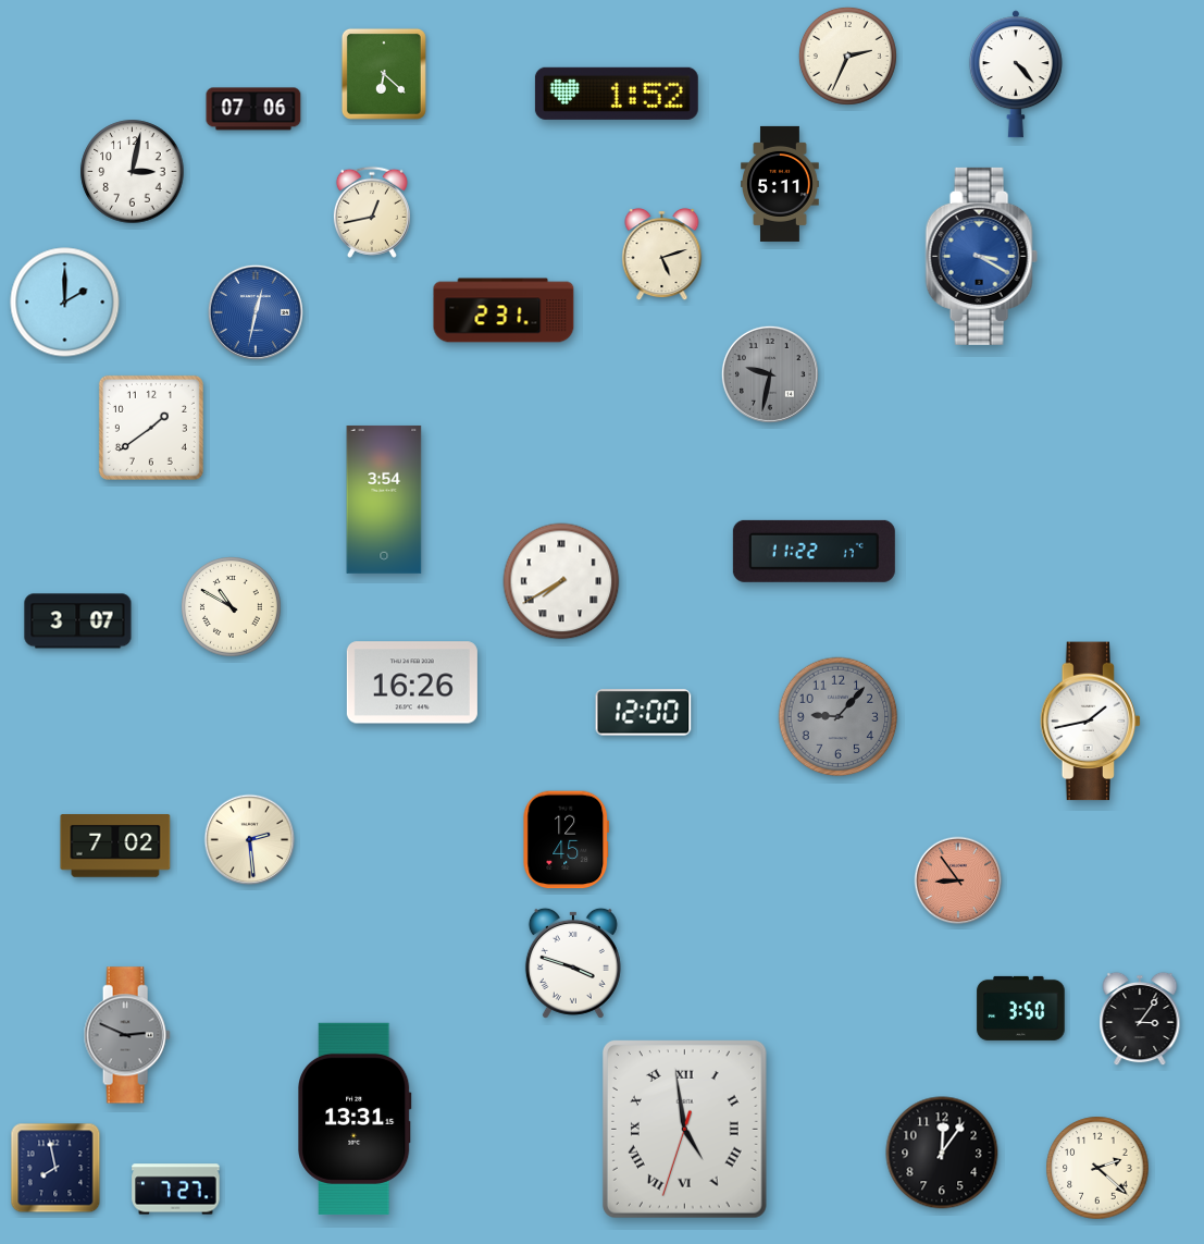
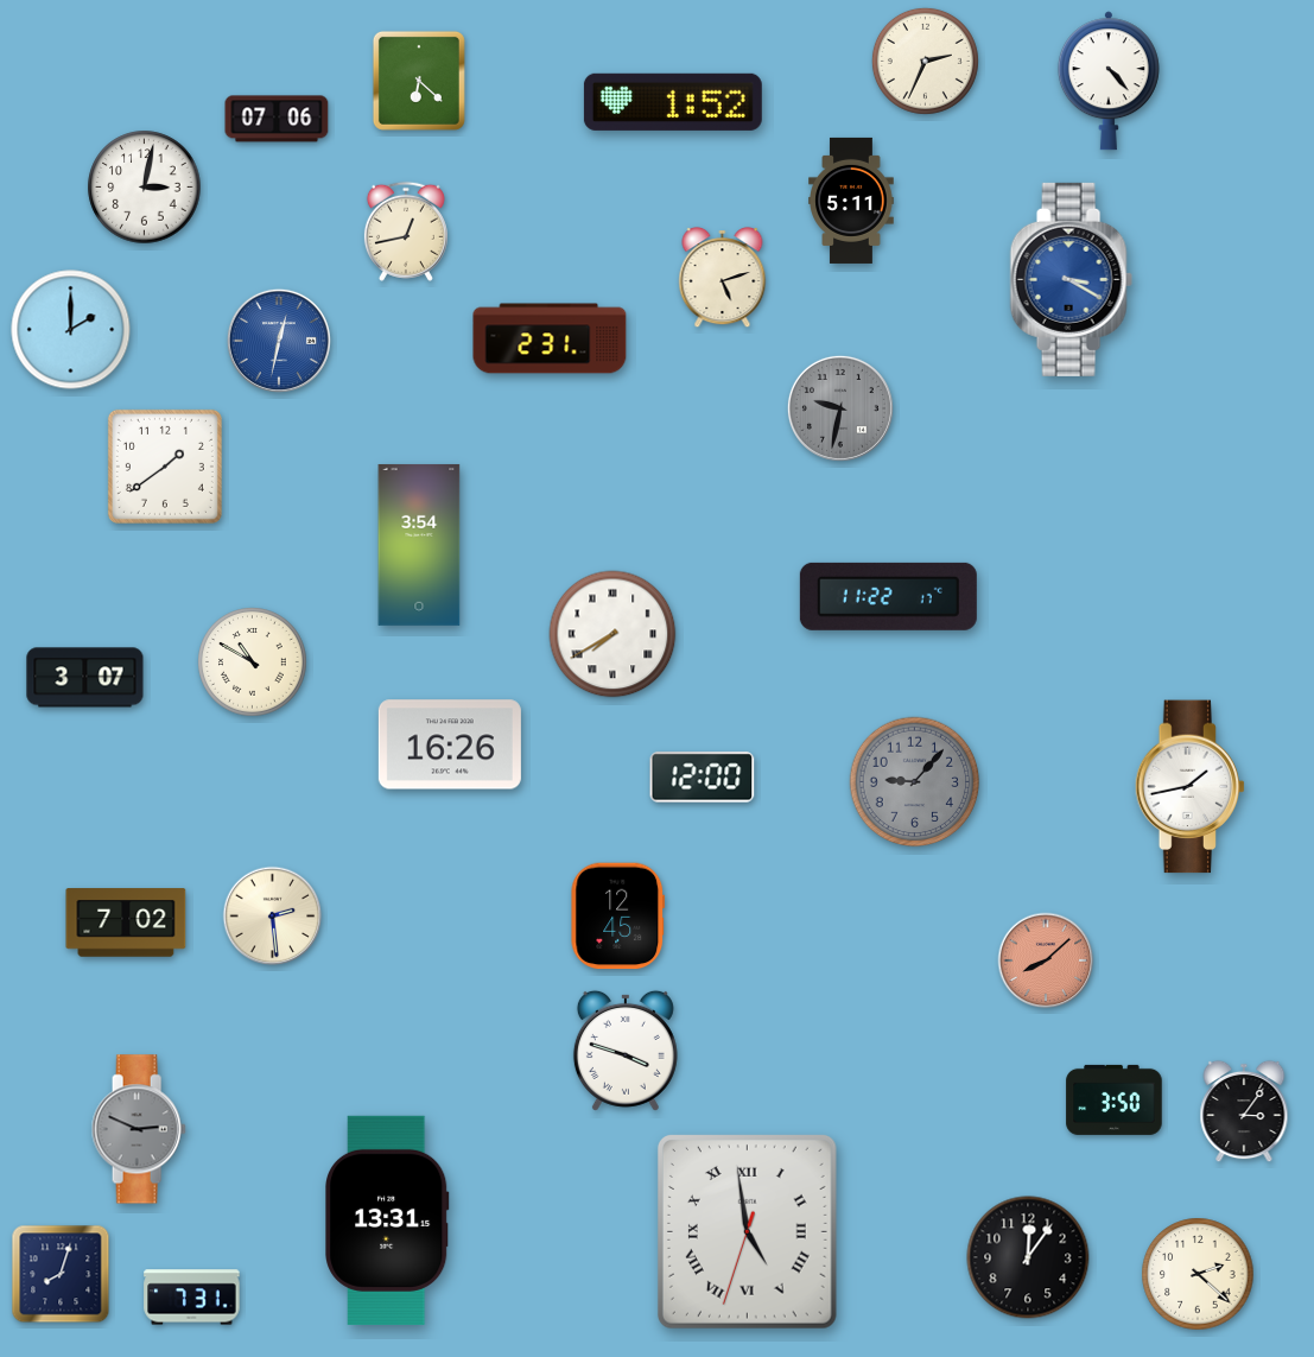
clock at (814, 551) position: (814, 551) -> (888, 596)
clock at (958, 880): 8:54 -> 8:08
clock at (55, 1168): 7:58 -> 8:03
clock at (176, 1190): 7:27 -> 7:31
